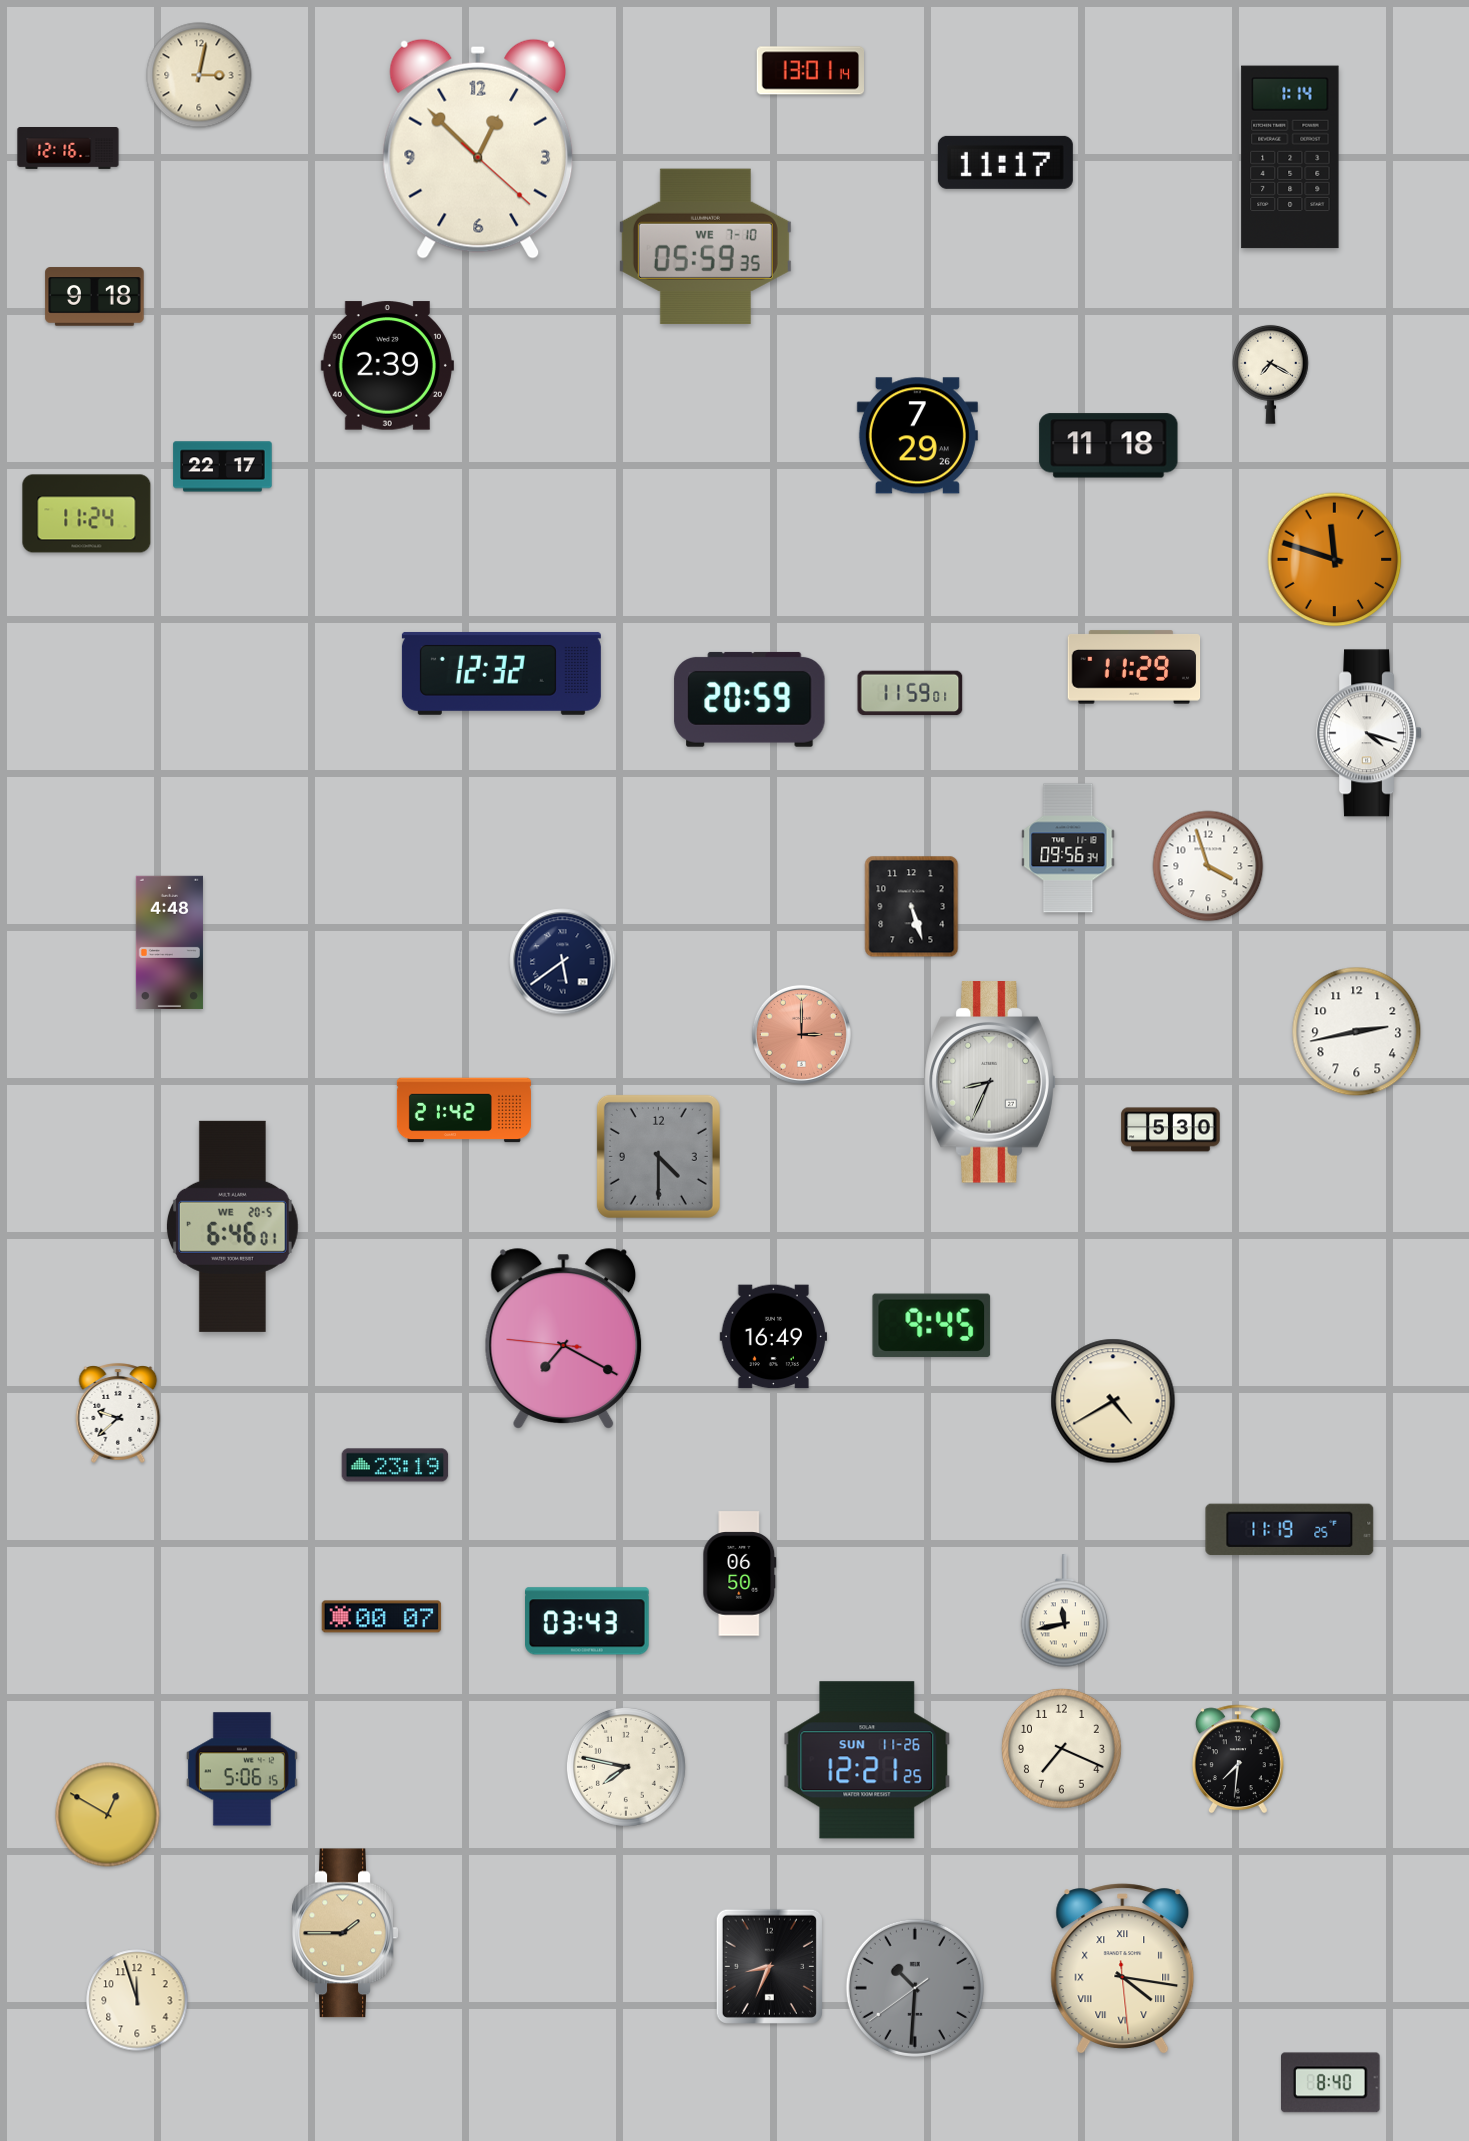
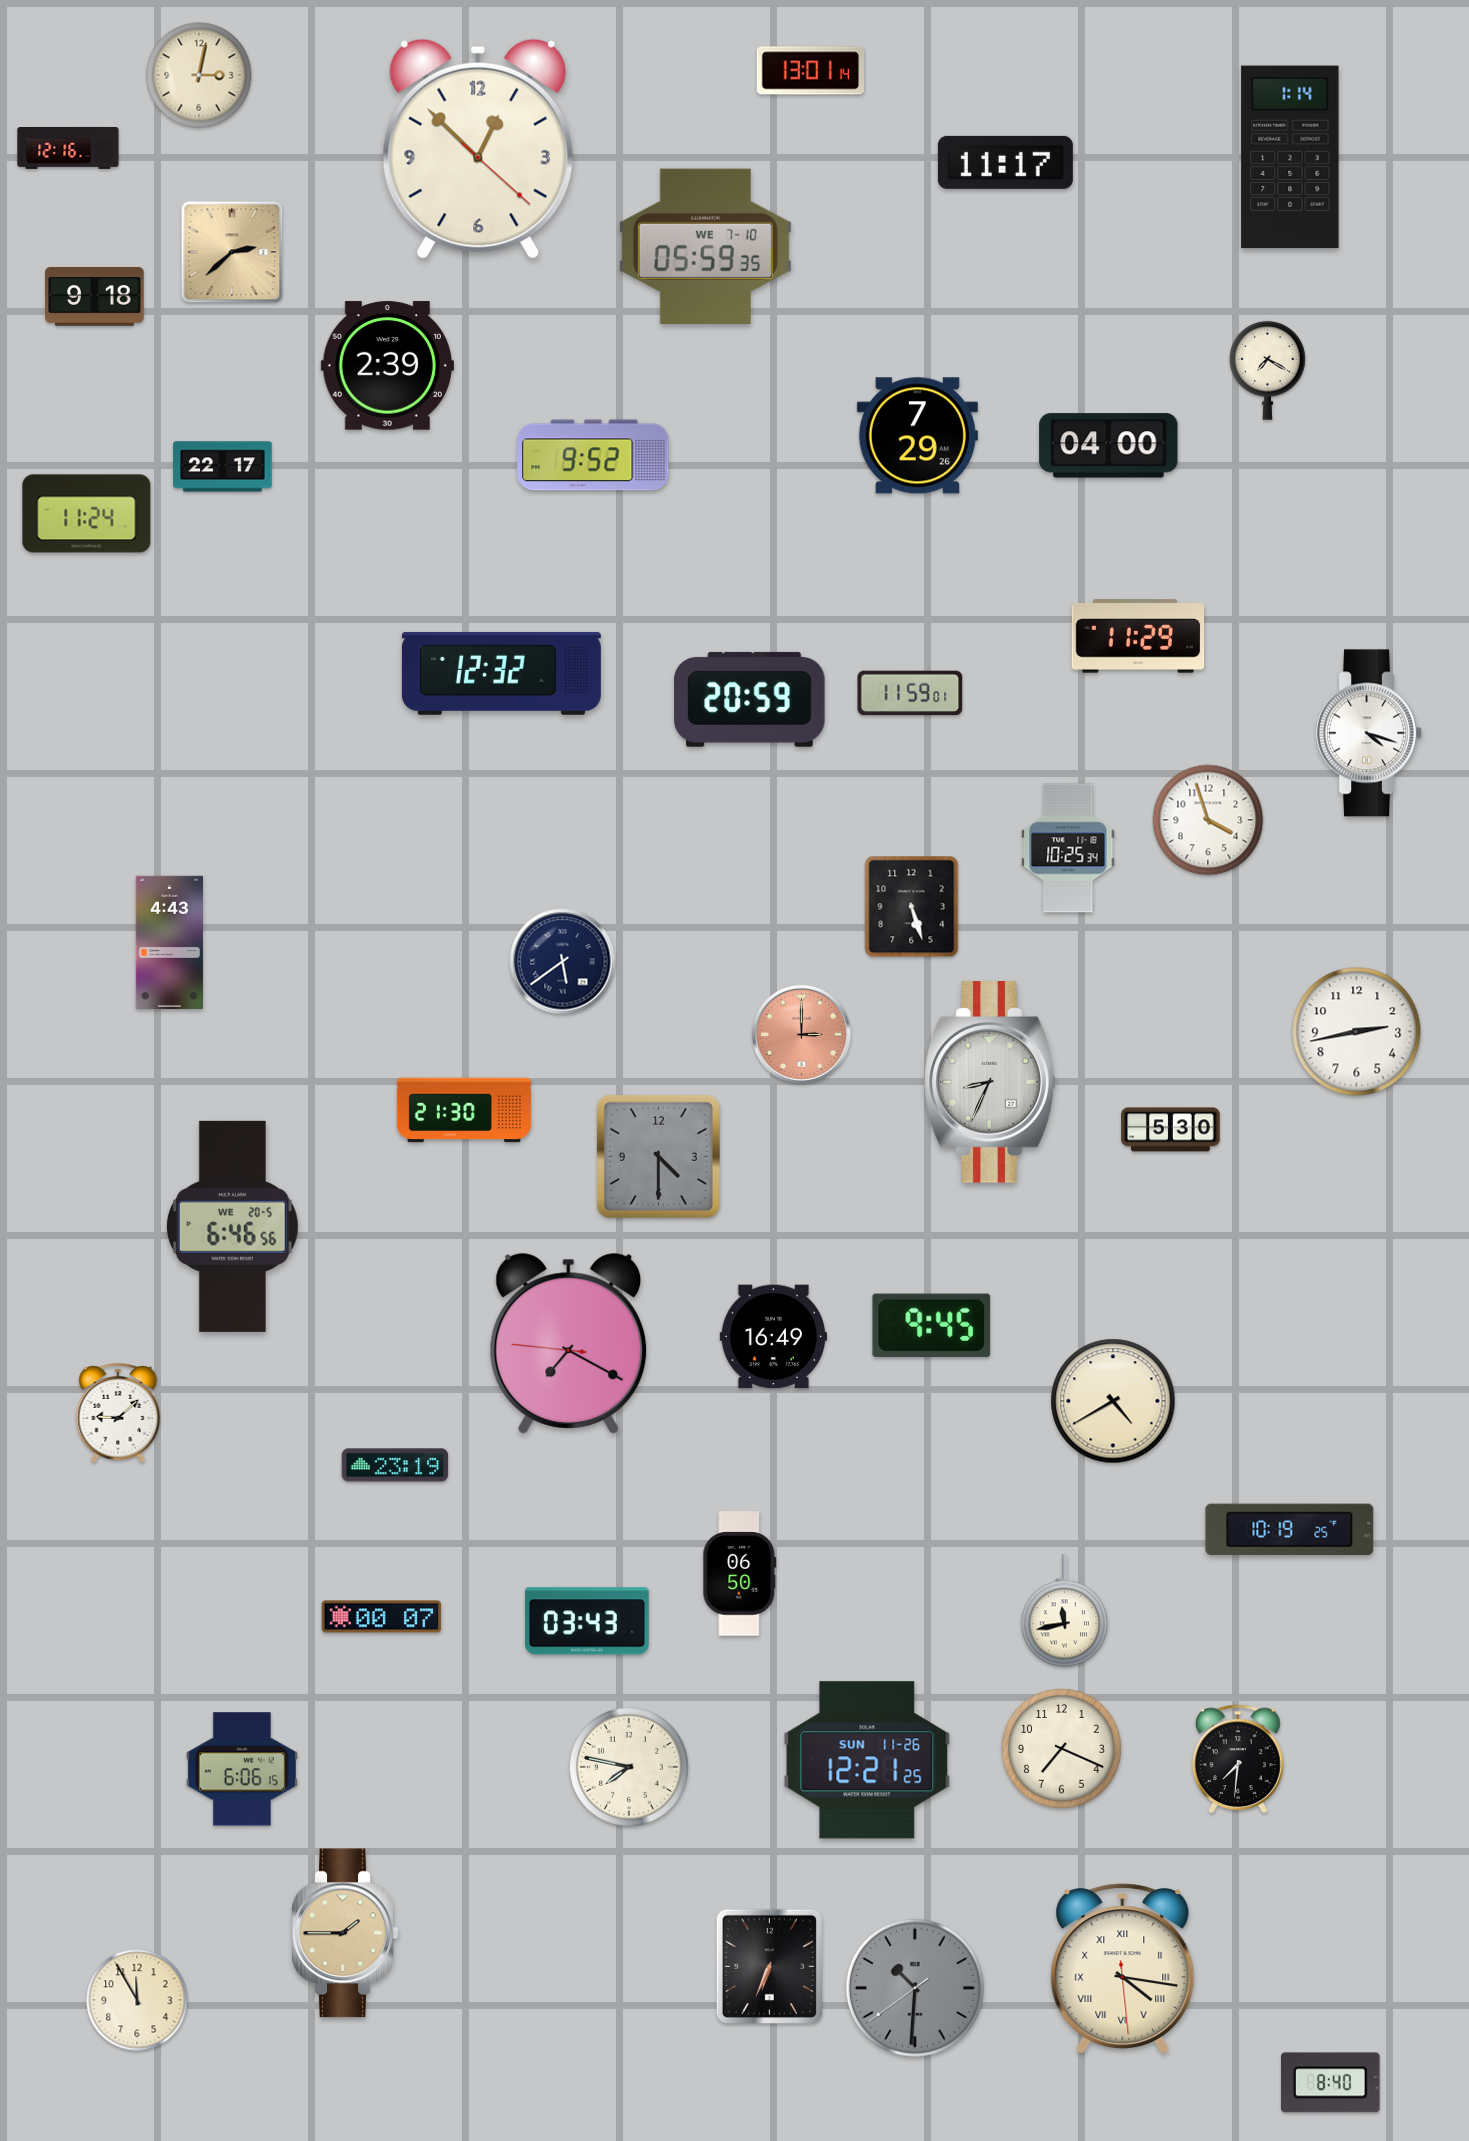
clock at (232, 252): none -> 2:38
clock at (1271, 374) position: (1271, 374) -> (1268, 370)
clock at (1109, 446): 11:18 -> 04:00
clock at (593, 455): none -> 9:52
clock at (1335, 560): 11:48 -> none
clock at (1134, 667) position: (1134, 667) -> (1138, 636)
clock at (1068, 848): 09:56 -> 10:25
clock at (1208, 866) position: (1208, 866) -> (1208, 820)
clock at (169, 942): 4:48 -> 4:43
clock at (464, 1110): 21:42 -> 21:30
clock at (232, 1226): 6:46:01 -> 6:46:56
clock at (564, 1339) position: (564, 1339) -> (569, 1344)
clock at (118, 1413): 9:38 -> 9:08
clock at (1290, 1530): 11:19 -> 10:19
clock at (626, 1767) position: (626, 1767) -> (629, 1767)
clock at (242, 1769): 5:06 -> 6:06
clock at (108, 1815): 12:50 -> none
clock at (769, 1966): 8:34 -> 6:34
clock at (137, 2000): 11:57 -> 11:55
